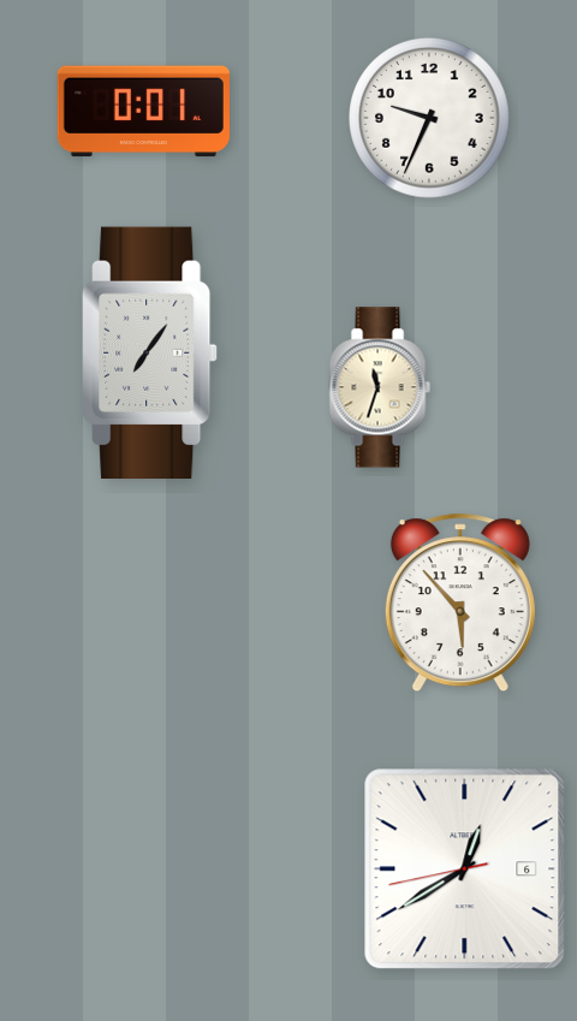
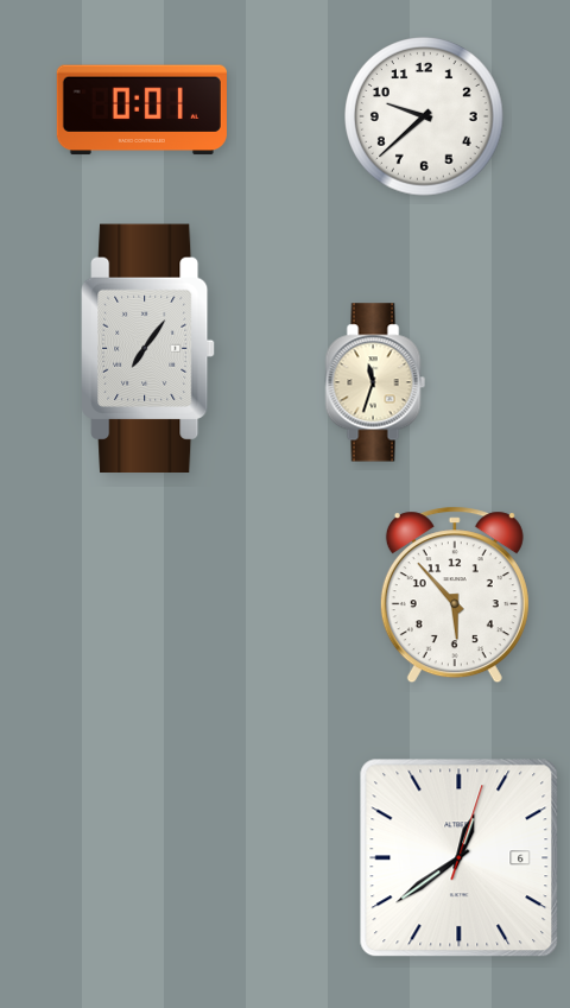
clock at (429, 118): 9:34 -> 9:38
clock at (465, 869): 12:39:43 -> 12:39:03
